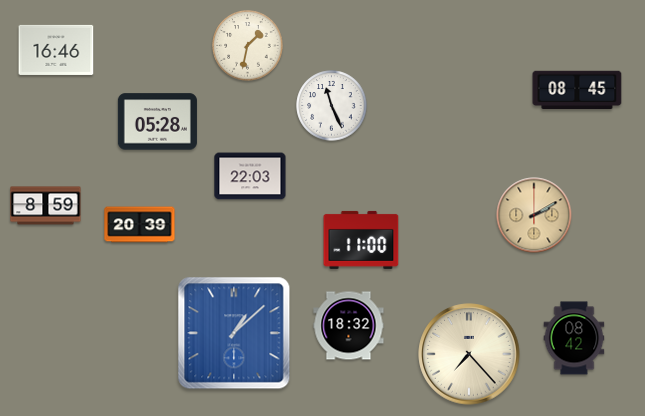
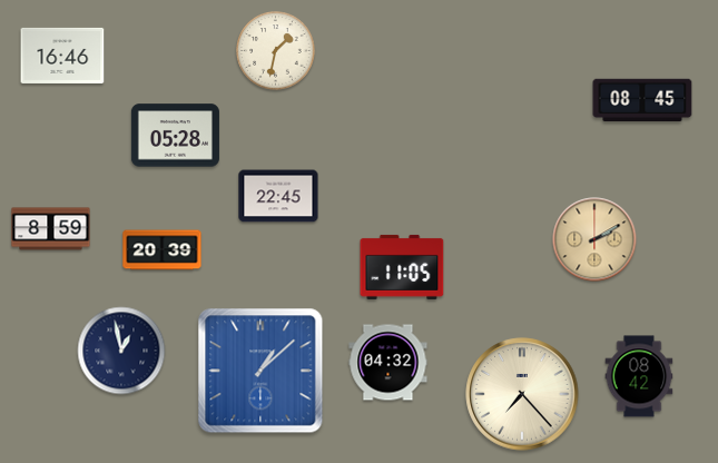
clock at (332, 106): 11:26 -> none
clock at (250, 176): 22:03 -> 22:45
clock at (140, 225) position: (140, 225) -> (163, 250)
clock at (361, 240): 11:00 -> 11:05
clock at (121, 351): none -> 12:58
clock at (349, 326): 18:32 -> 04:32
